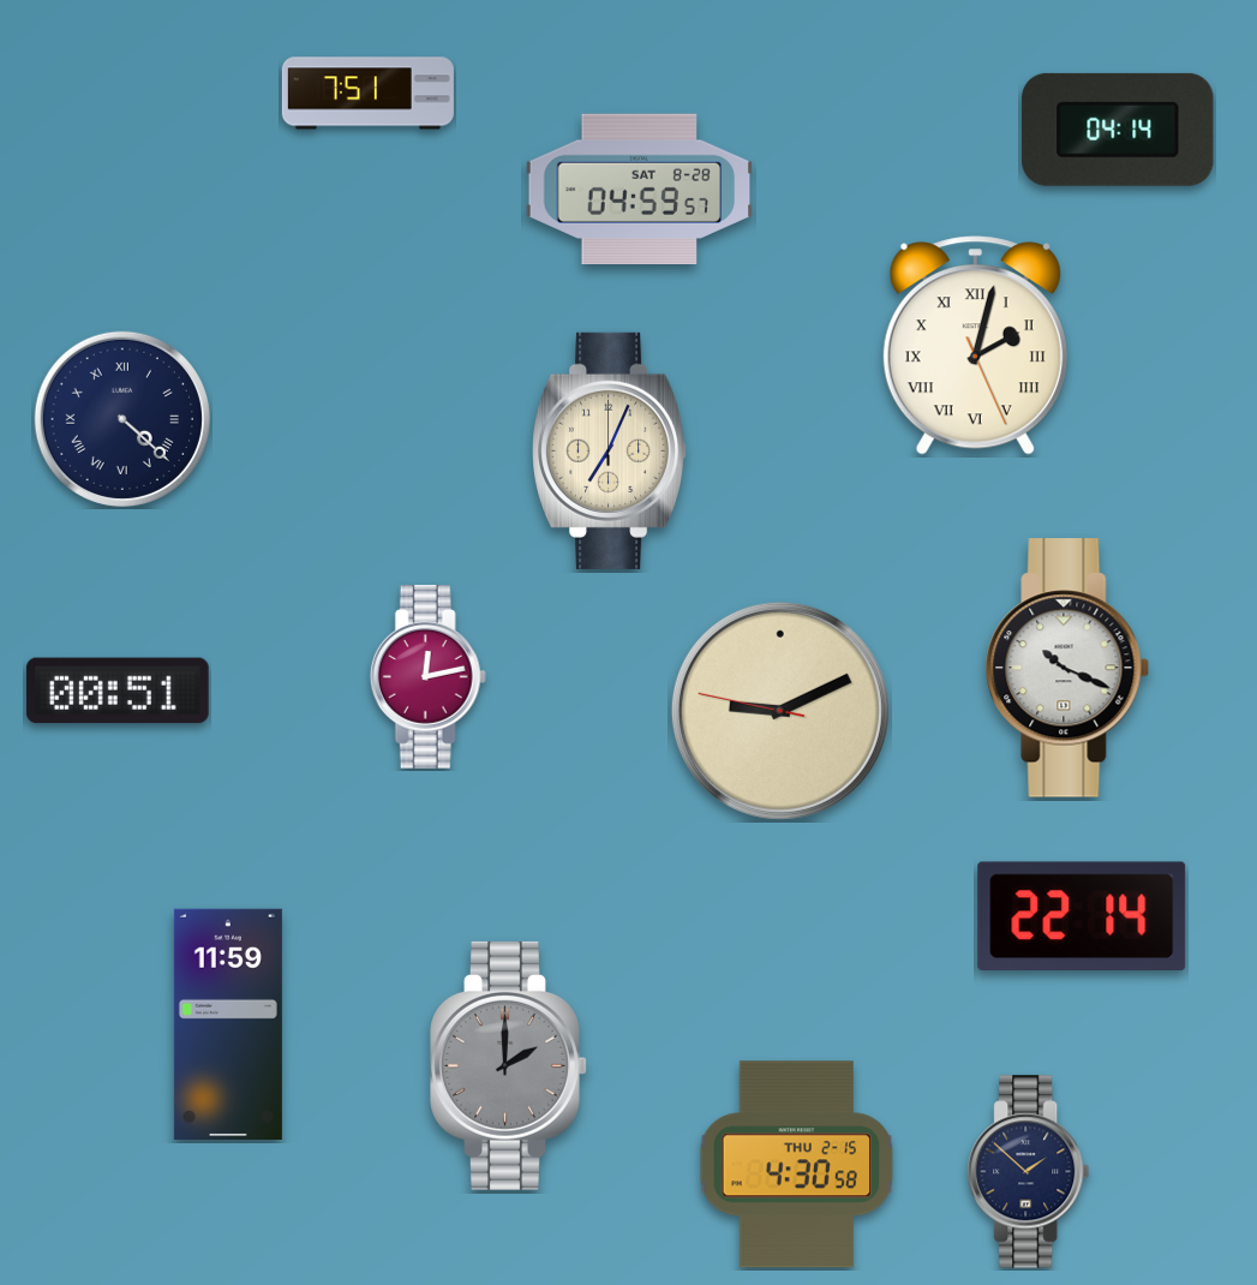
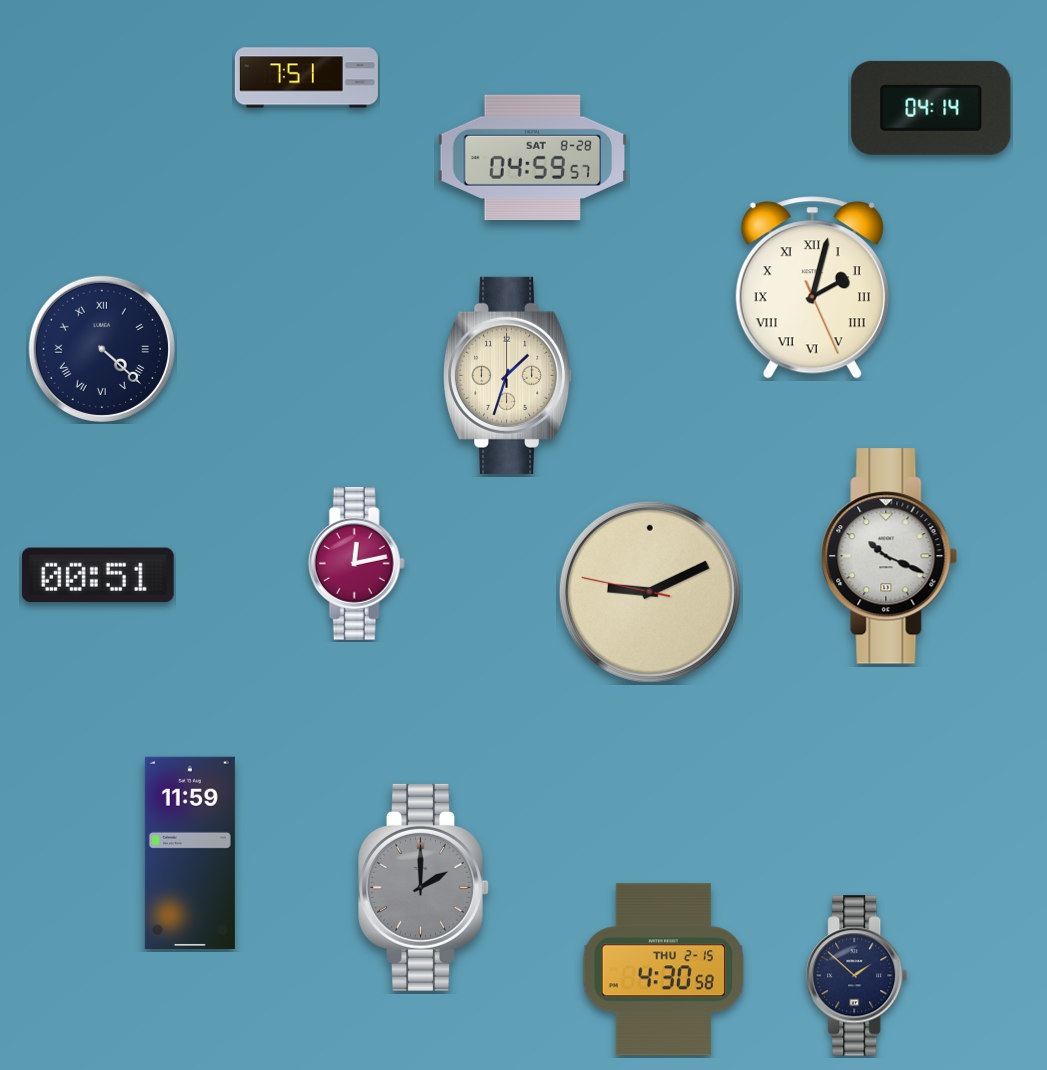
clock at (611, 450): 7:04 -> 1:33
clock at (1082, 915): 22:14 -> none
